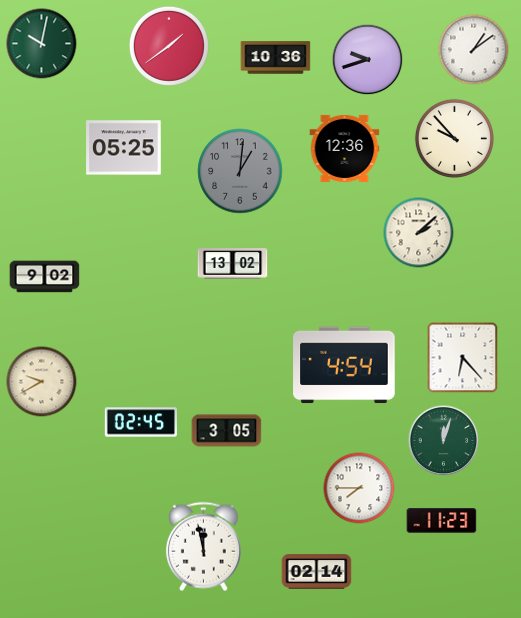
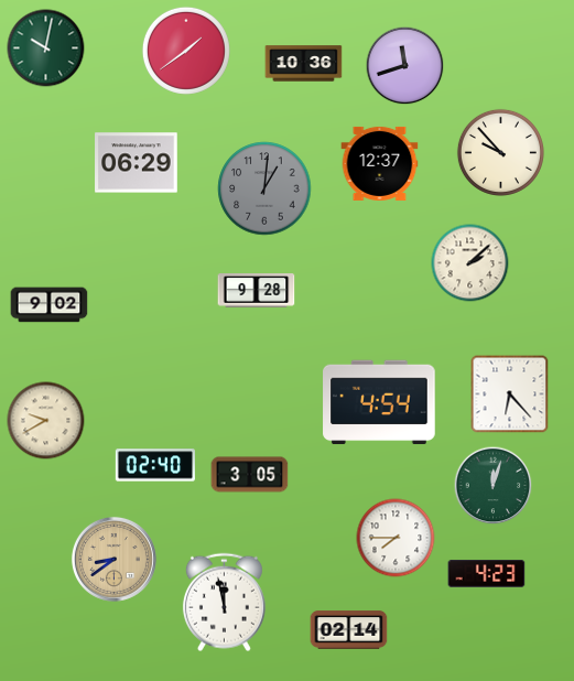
clock at (474, 50): 1:09 -> none
clock at (368, 60): 9:42 -> 11:42
clock at (124, 148): 05:25 -> 06:29
clock at (345, 148): 12:36 -> 12:37
clock at (419, 233) position: (419, 233) -> (470, 263)
clock at (233, 264): 13:02 -> 9:28
clock at (141, 422): 02:45 -> 02:40
clock at (444, 441) position: (444, 441) -> (494, 486)
clock at (113, 559): none -> 8:39
clock at (442, 521): 11:23 -> 4:23
